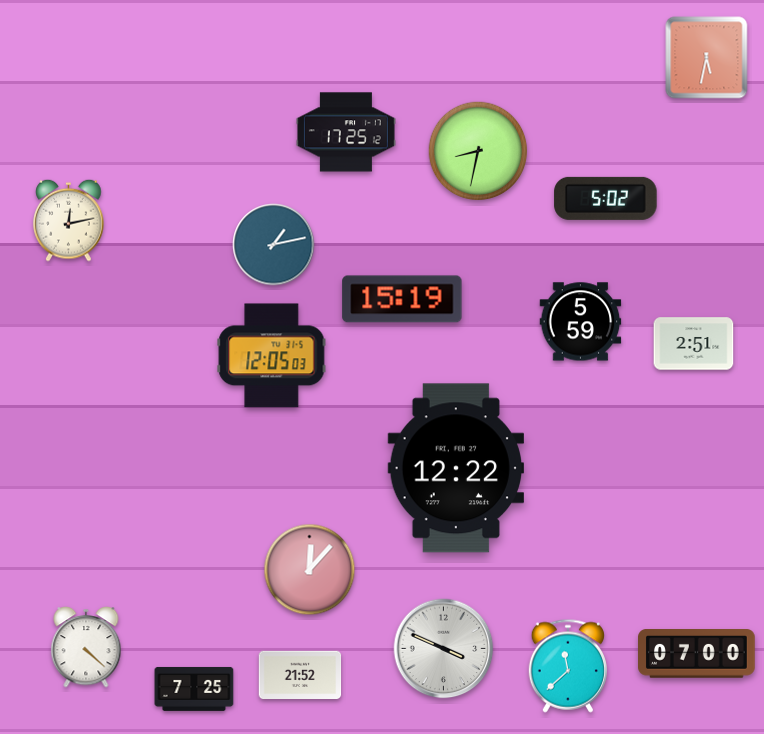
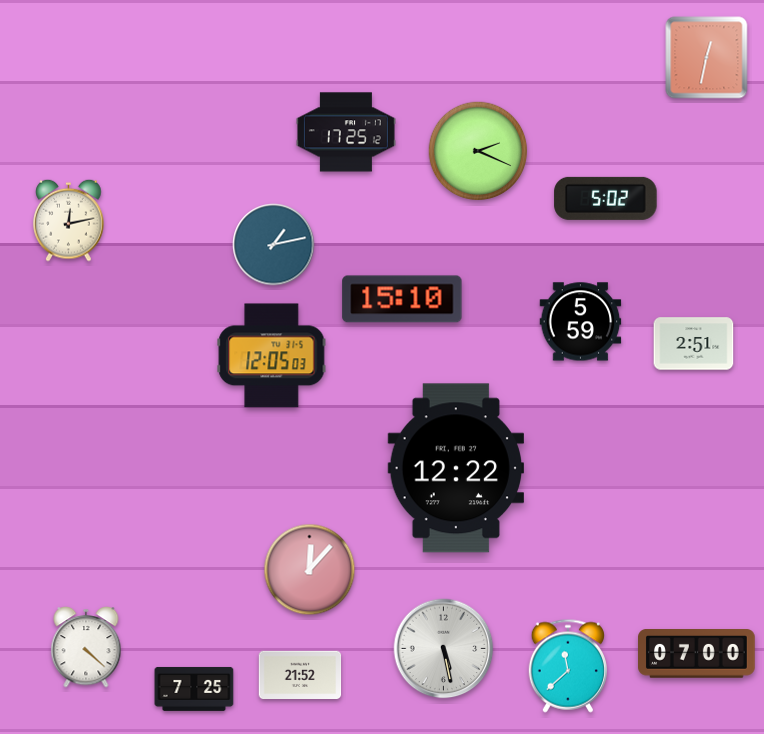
clock at (707, 58): 5:32 -> 12:32
clock at (478, 151): 8:32 -> 2:19
clock at (402, 299): 15:19 -> 15:10
clock at (444, 649): 3:49 -> 5:28
